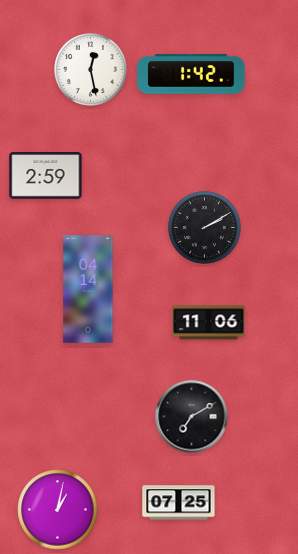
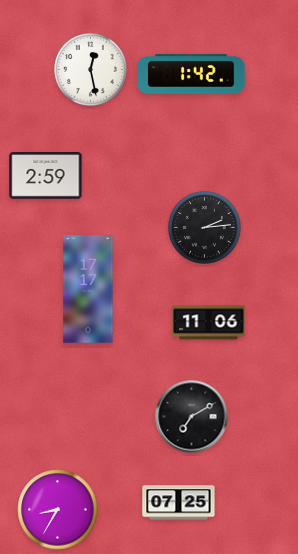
clock at (205, 228): 2:10 -> 2:14
clock at (88, 289): 04:14 -> 17:17
clock at (58, 510): 1:02 -> 8:35
